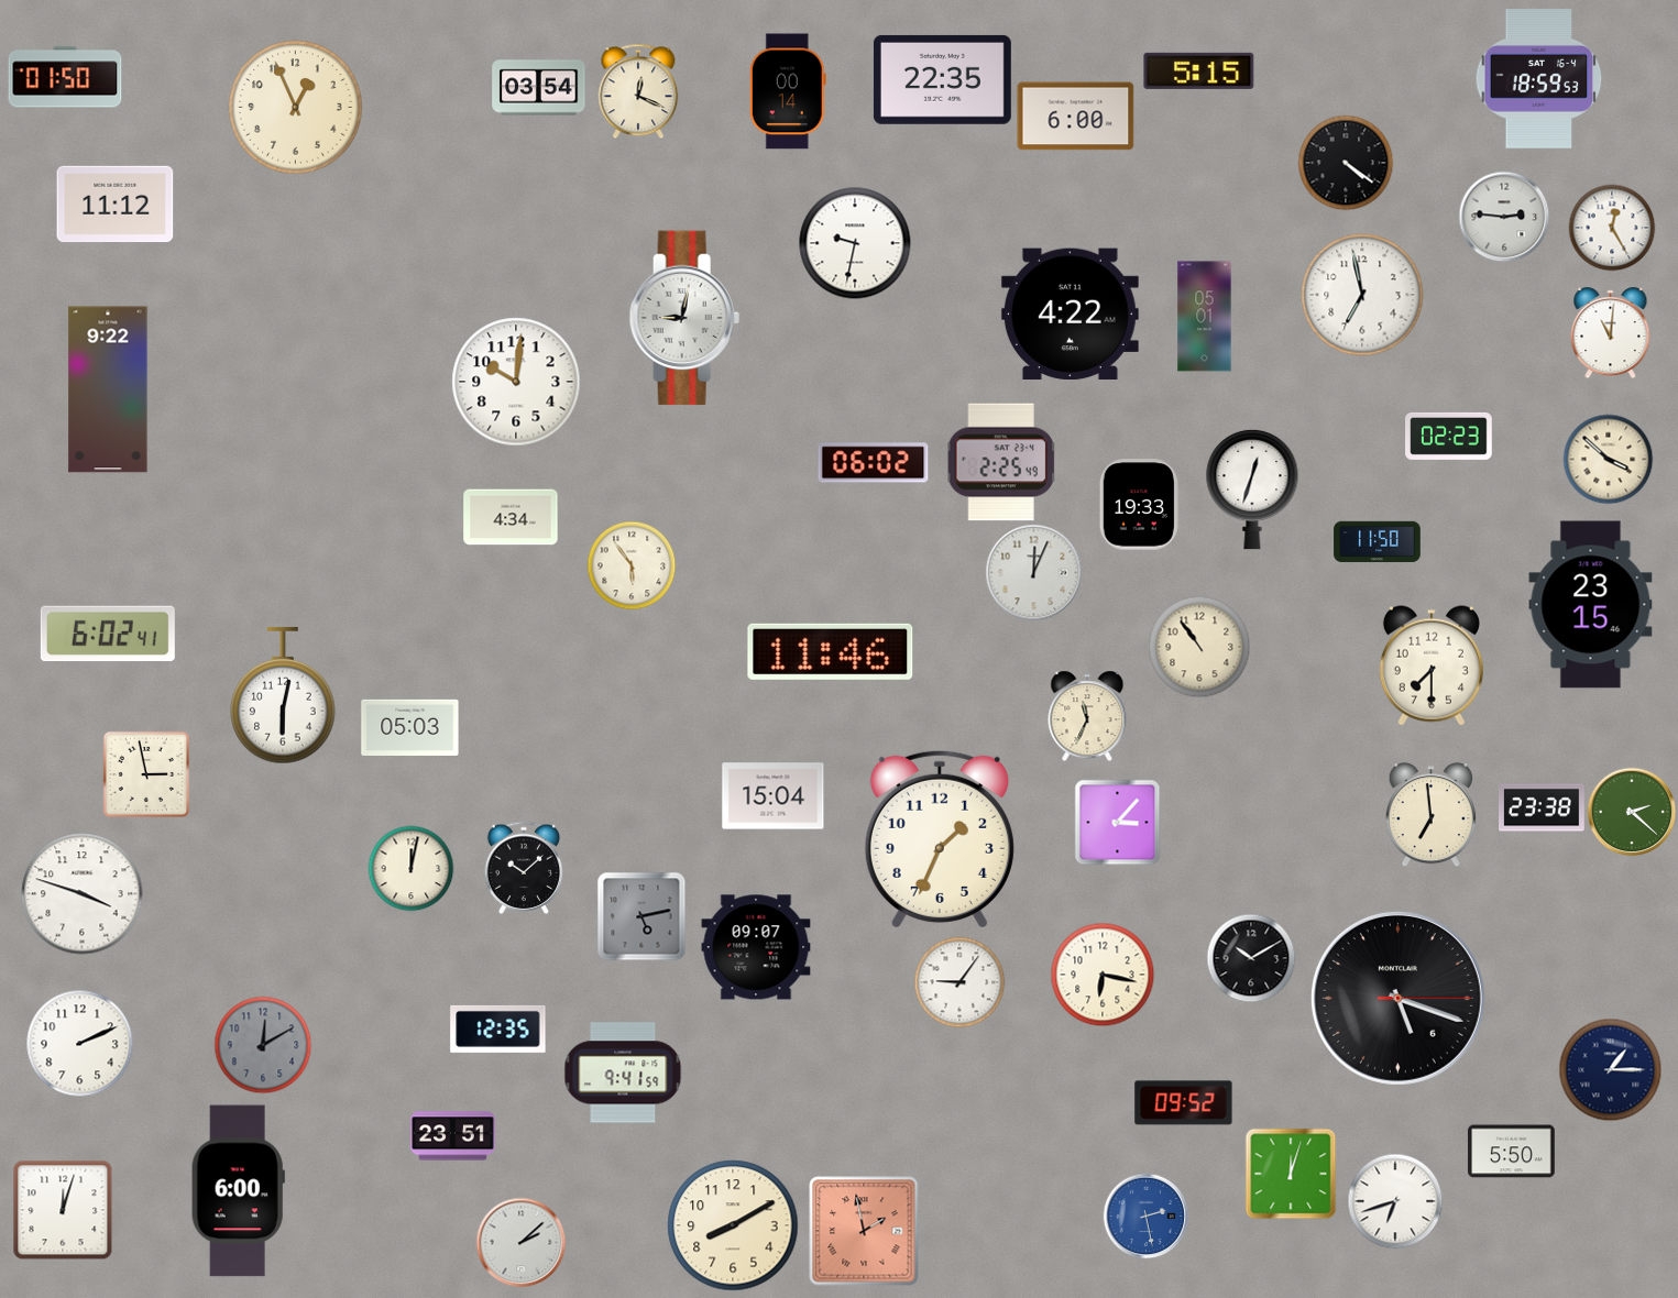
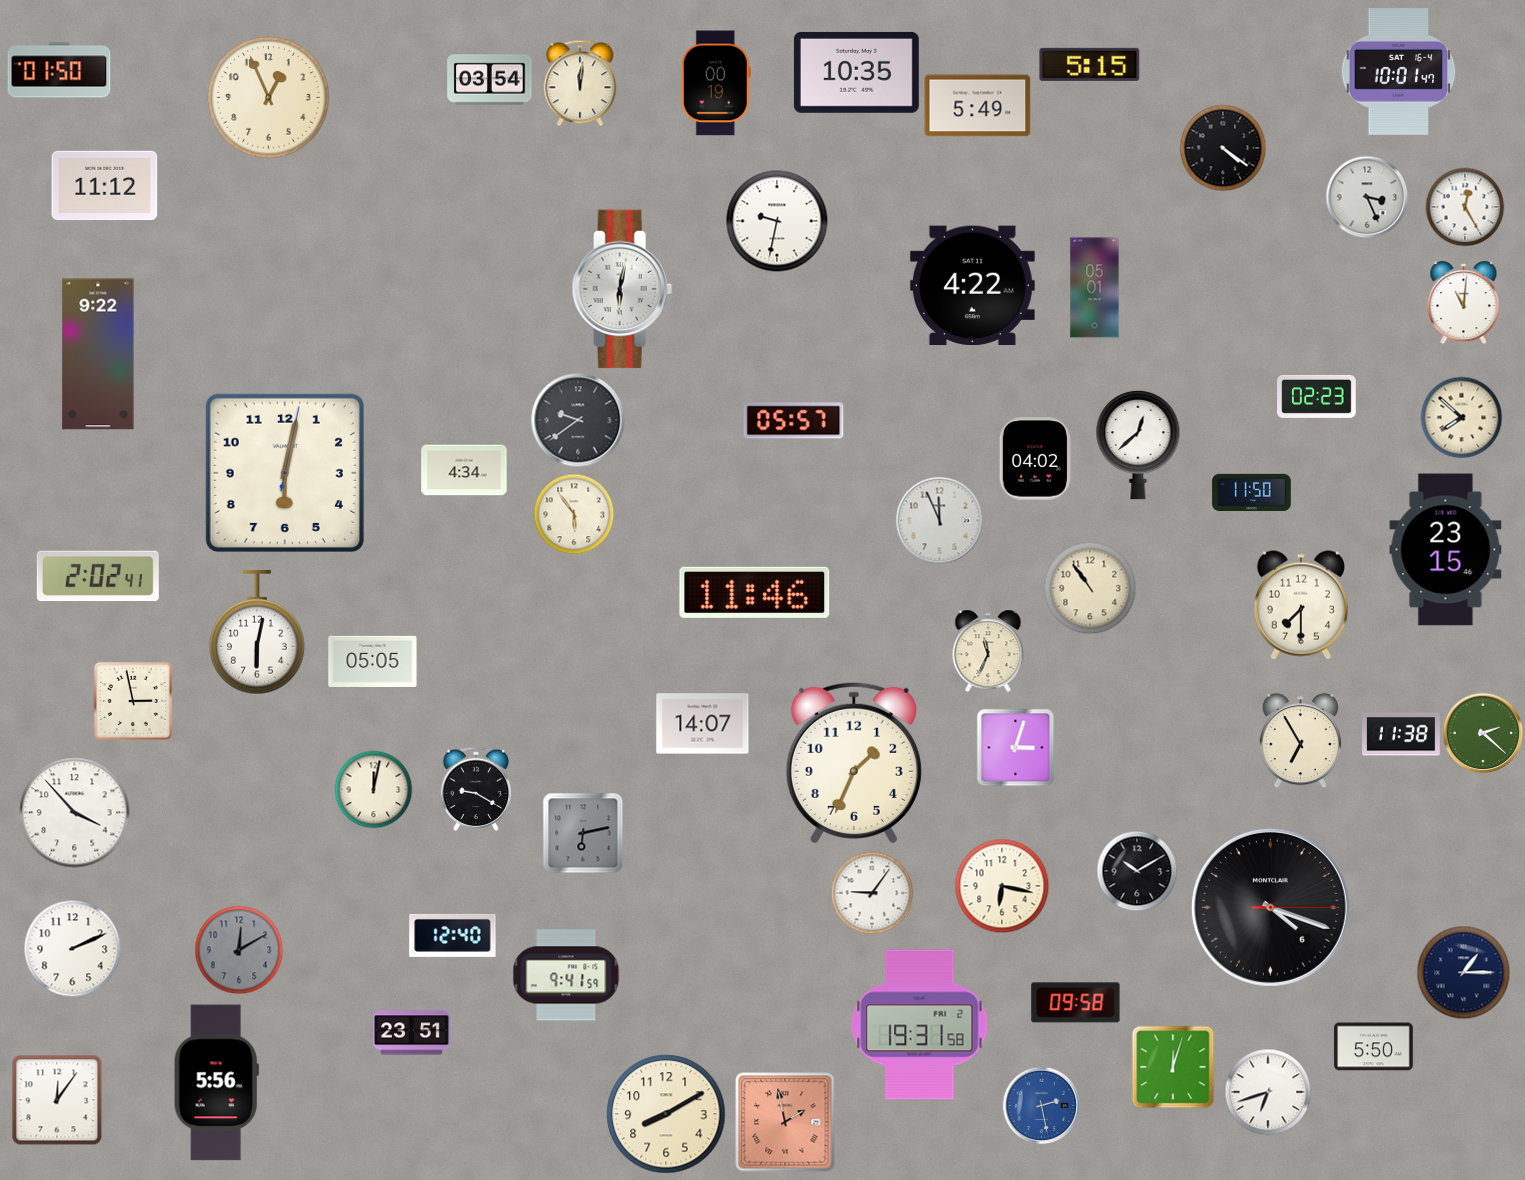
clock at (942, 79): 22:35 -> 10:35
clock at (1539, 79): 18:59 -> 10:01
clock at (638, 91): 12:19 -> 12:01
clock at (788, 91): 00:14 -> 00:19
clock at (1076, 117): 6:00 -> 5:49
clock at (1504, 217): 2:46 -> 3:26
clock at (1362, 295): 6:58 -> none
clock at (684, 318): 9:02 -> 6:02
clock at (516, 382): 10:01 -> none
clock at (1608, 459): 3:52 -> 7:52
clock at (578, 420): none -> 9:39
clock at (1001, 462): 2:25 -> none
clock at (874, 463): 06:02 -> 05:57
clock at (1252, 490): 12:33 -> 12:38
clock at (1139, 505): 19:33 -> 04:02
clock at (285, 473): none -> 6:02
clock at (1033, 572): 12:04 -> 11:56
clock at (108, 634): 6:02 -> 2:02
clock at (410, 727): 05:03 -> 05:05
clock at (145, 773) position: (145, 773) -> (132, 700)
clock at (774, 796): 15:04 -> 14:07
clock at (1543, 807): 23:38 -> 11:38
clock at (1632, 812) position: (1632, 812) -> (1483, 733)
clock at (1430, 815): 6:59 -> 6:55
clock at (1117, 822): 3:07 -> 3:03
clock at (524, 867): 10:08 -> 9:20
clock at (83, 894): 3:48 -> 3:53
clock at (641, 916): 5:13 -> 6:13
clock at (756, 947): 09:07 -> none
clock at (1397, 998): 5:18 -> 4:18
clock at (498, 1028): 12:35 -> 12:40
clock at (1184, 1103): 09:52 -> 09:58
clock at (920, 1025): none -> 19:31
clock at (238, 1191): 6:00 -> 5:56
clock at (63, 1210): 12:03 -> 12:06
clock at (864, 1231) position: (864, 1231) -> (785, 1122)
clock at (520, 1242): 2:08 -> none
